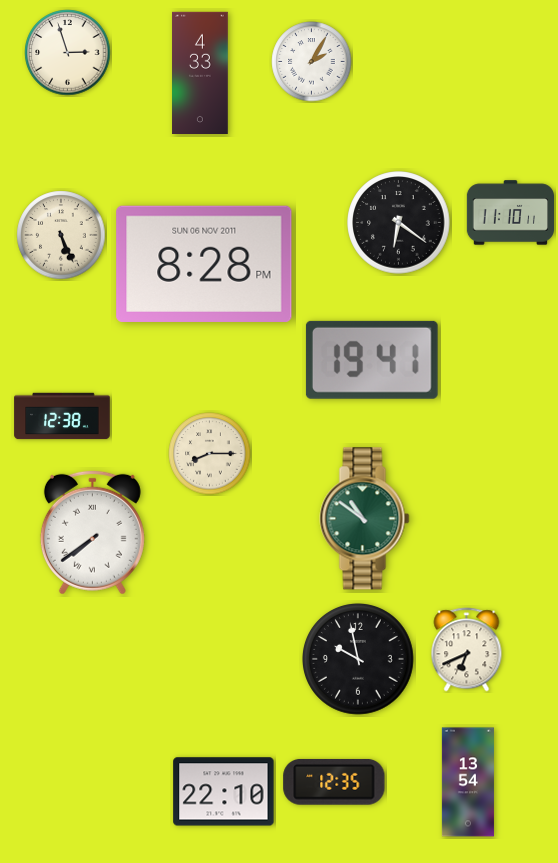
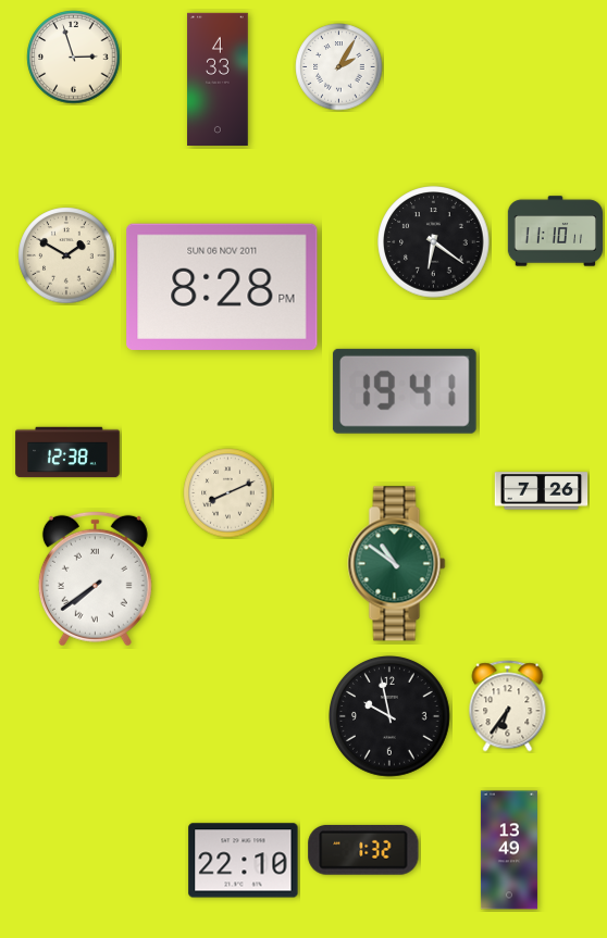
clock at (61, 235): 5:26 -> 1:50
clock at (542, 491): none -> 7:26
clock at (210, 454): 8:15 -> 8:11
clock at (92, 532) position: (92, 532) -> (95, 578)
clock at (467, 650): 6:41 -> 6:36
clock at (334, 782): 12:35 -> 1:32
clock at (468, 782): 13:54 -> 13:49
